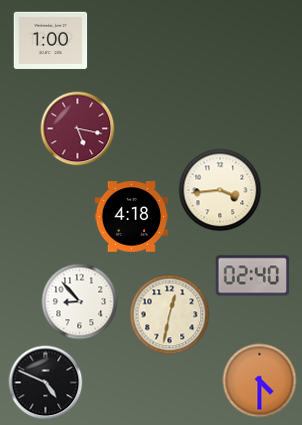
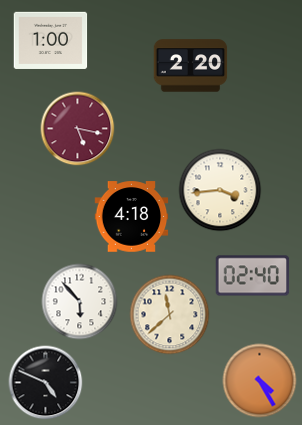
clock at (191, 66): none -> 2:20
clock at (80, 302): 8:53 -> 5:53
clock at (170, 315): 12:32 -> 11:38
clock at (260, 381): 4:30 -> 4:25
